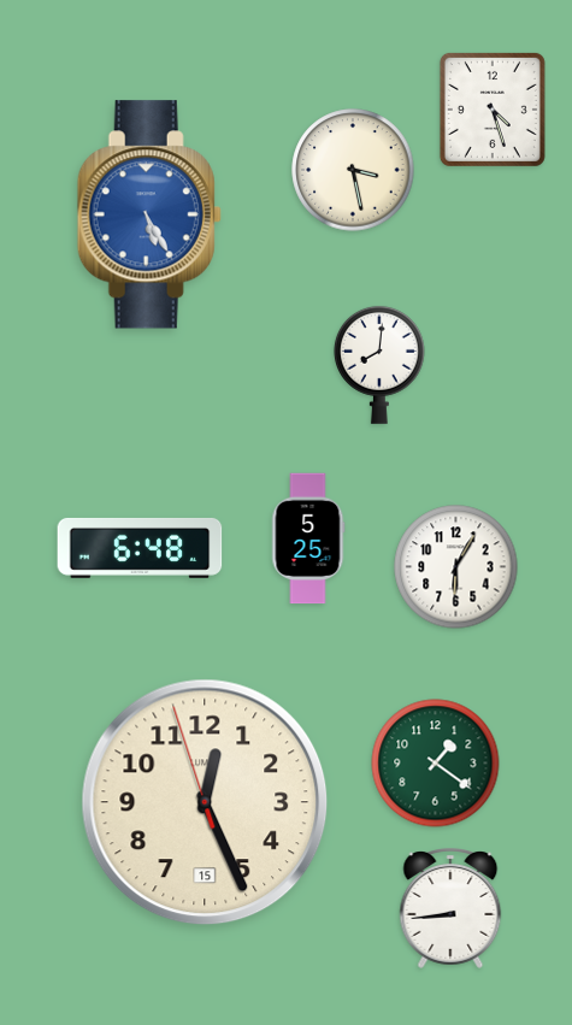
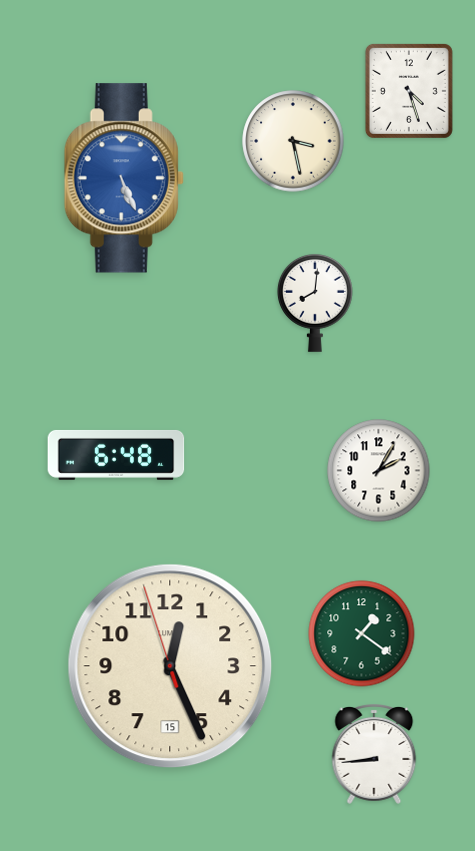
clock at (149, 214): 5:25 -> 5:26
clock at (308, 538): 5:25 -> none
clock at (456, 567): 6:05 -> 2:05
